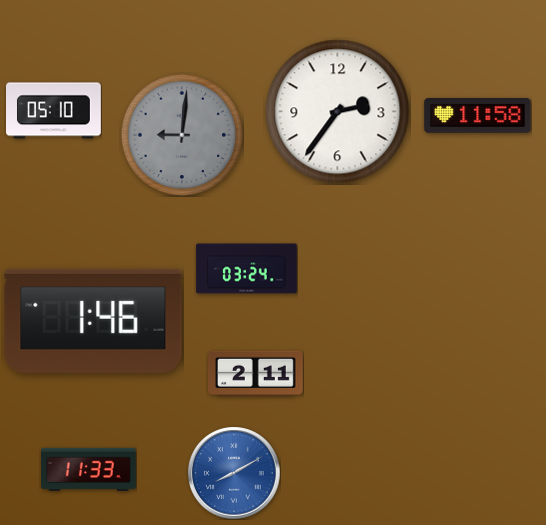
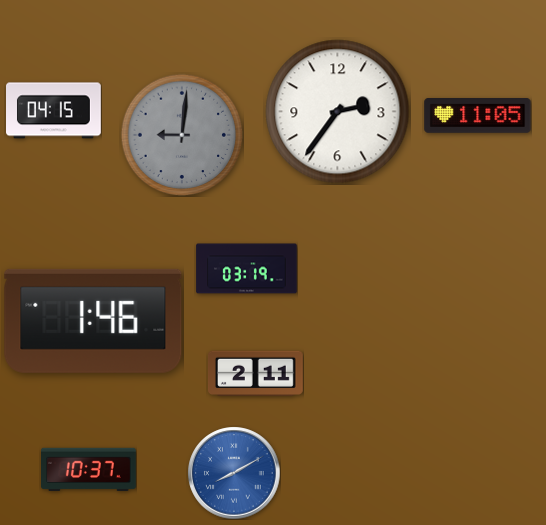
clock at (54, 111): 05:10 -> 04:15
clock at (478, 116): 11:58 -> 11:05
clock at (247, 269): 03:24 -> 03:19
clock at (89, 469): 11:33 -> 10:37
